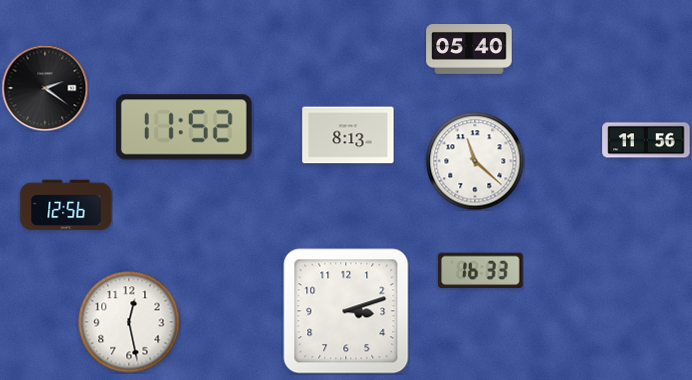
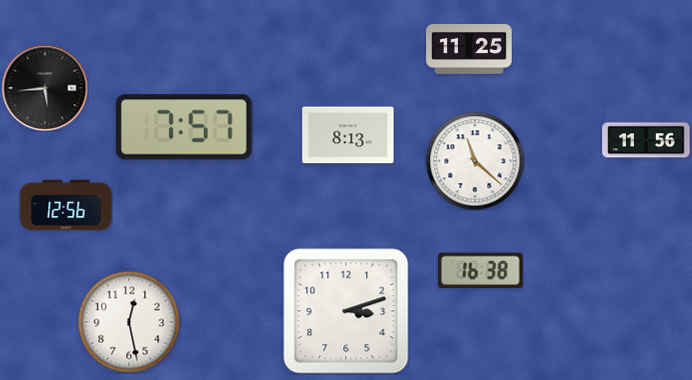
clock at (469, 50): 05:40 -> 11:25
clock at (45, 88): 2:21 -> 5:44
clock at (184, 127): 11:52 -> 7:57
clock at (481, 271): 16:33 -> 16:38
